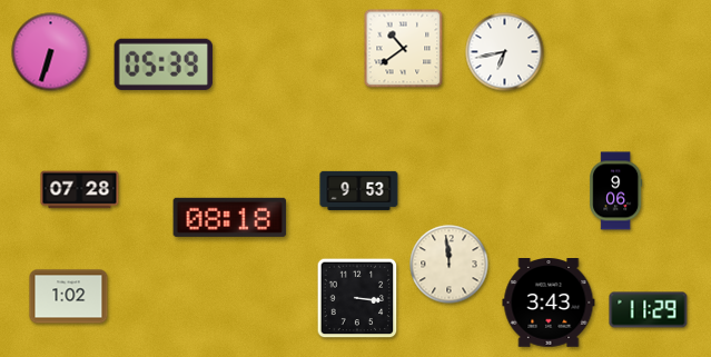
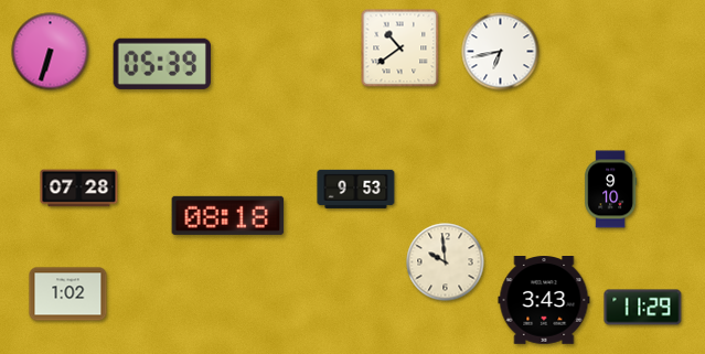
clock at (616, 191): 9:06 -> 9:10
clock at (450, 265): 11:59 -> 9:59
clock at (357, 298): 3:16 -> none
